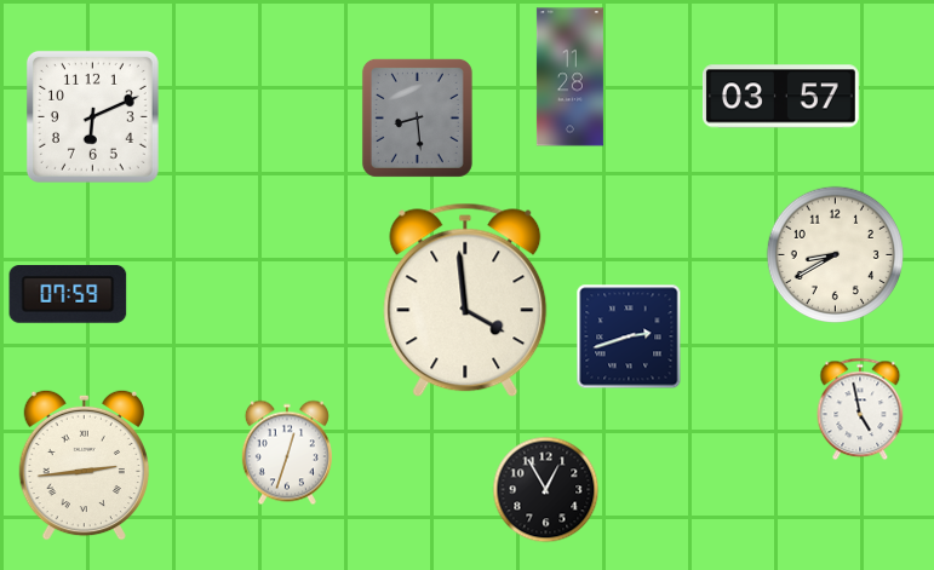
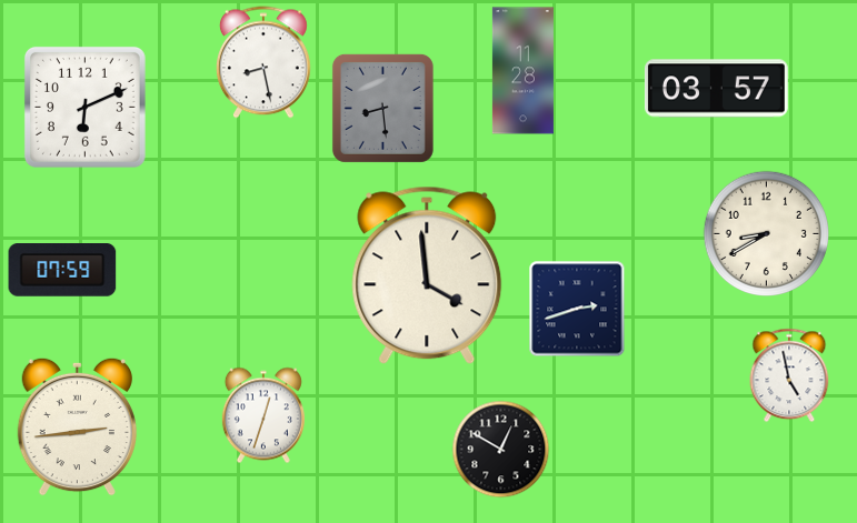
clock at (263, 62): none -> 8:28
clock at (546, 490): 12:55 -> 12:50
